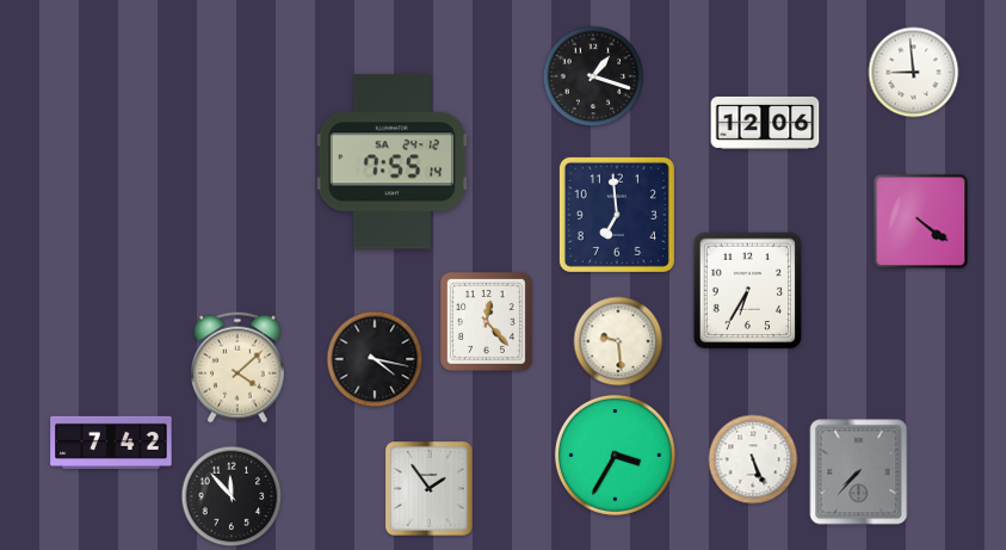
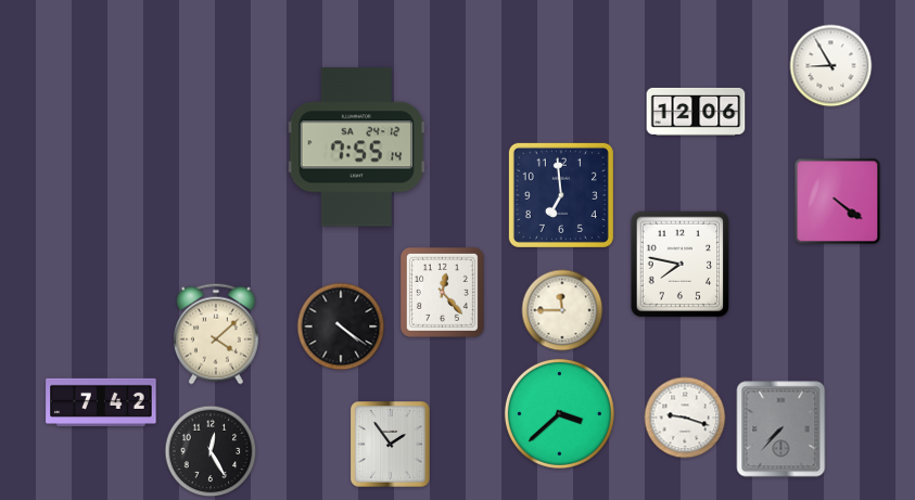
clock at (914, 73): 8:59 -> 8:55
clock at (593, 76): 1:18 -> none
clock at (748, 291): 6:35 -> 7:47
clock at (618, 341): 9:29 -> 11:45
clock at (375, 359): 4:17 -> 4:21
clock at (615, 455): 3:35 -> 3:38
clock at (753, 459): 5:26 -> 9:18
clock at (232, 496): 11:53 -> 12:25
